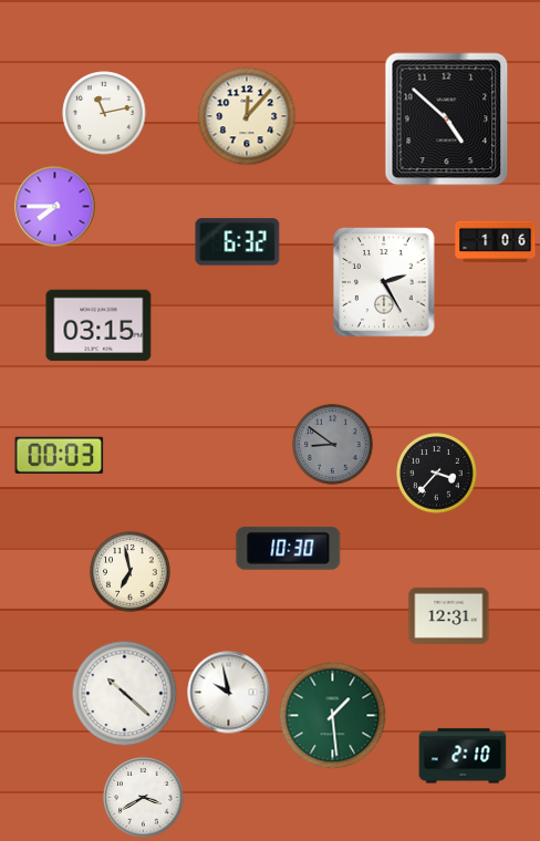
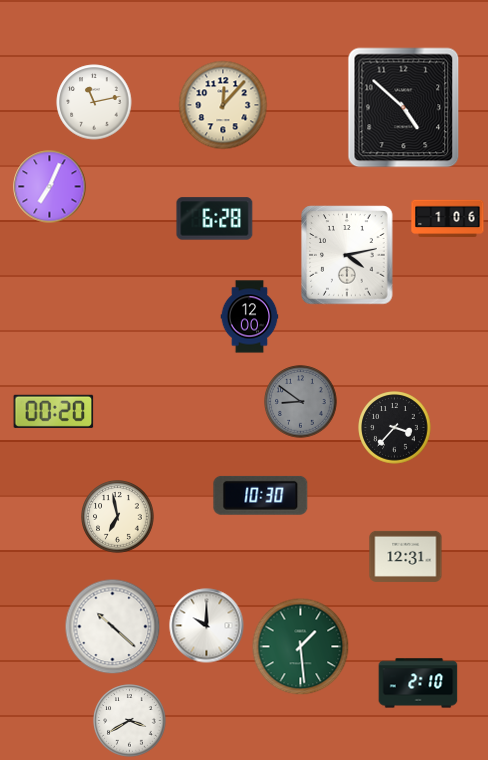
clock at (55, 207): 7:45 -> 7:04
clock at (238, 242): 6:32 -> 6:28
clock at (384, 282): 2:25 -> 4:13
clock at (98, 325): 03:15 -> none
clock at (250, 317): none -> 12:00
clock at (60, 455): 00:03 -> 00:20
clock at (229, 693): 9:58 -> 10:00
